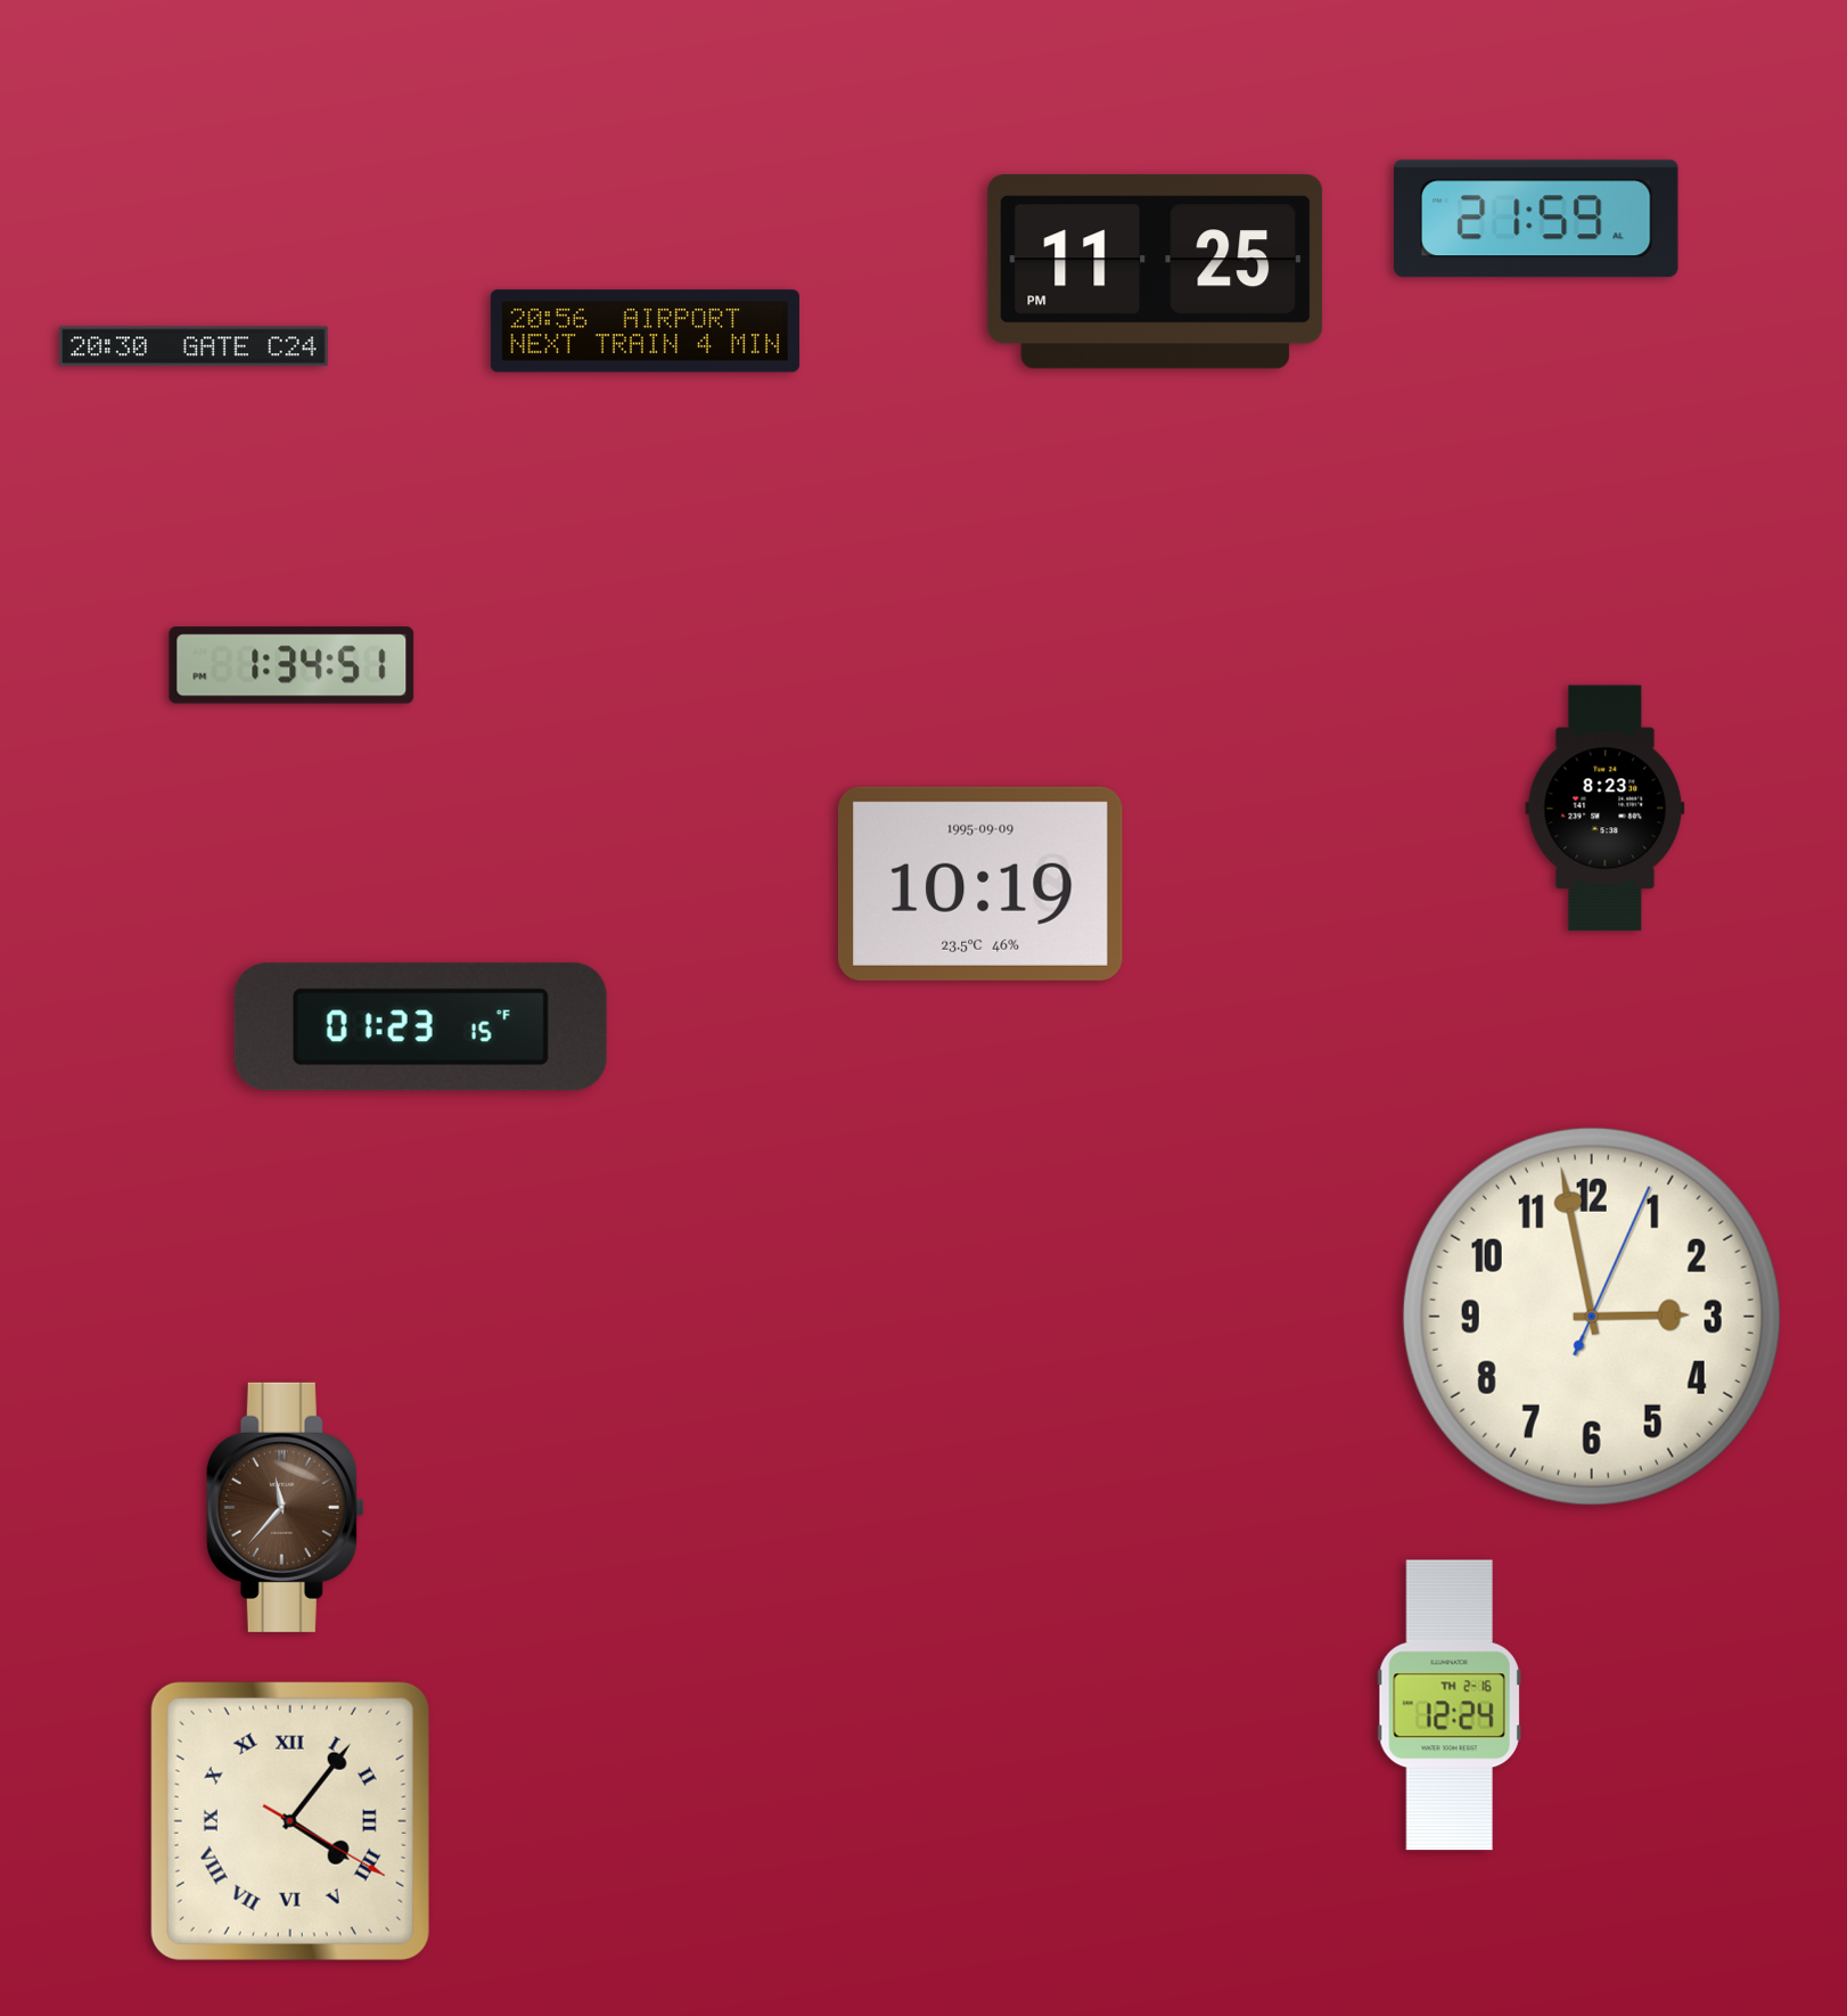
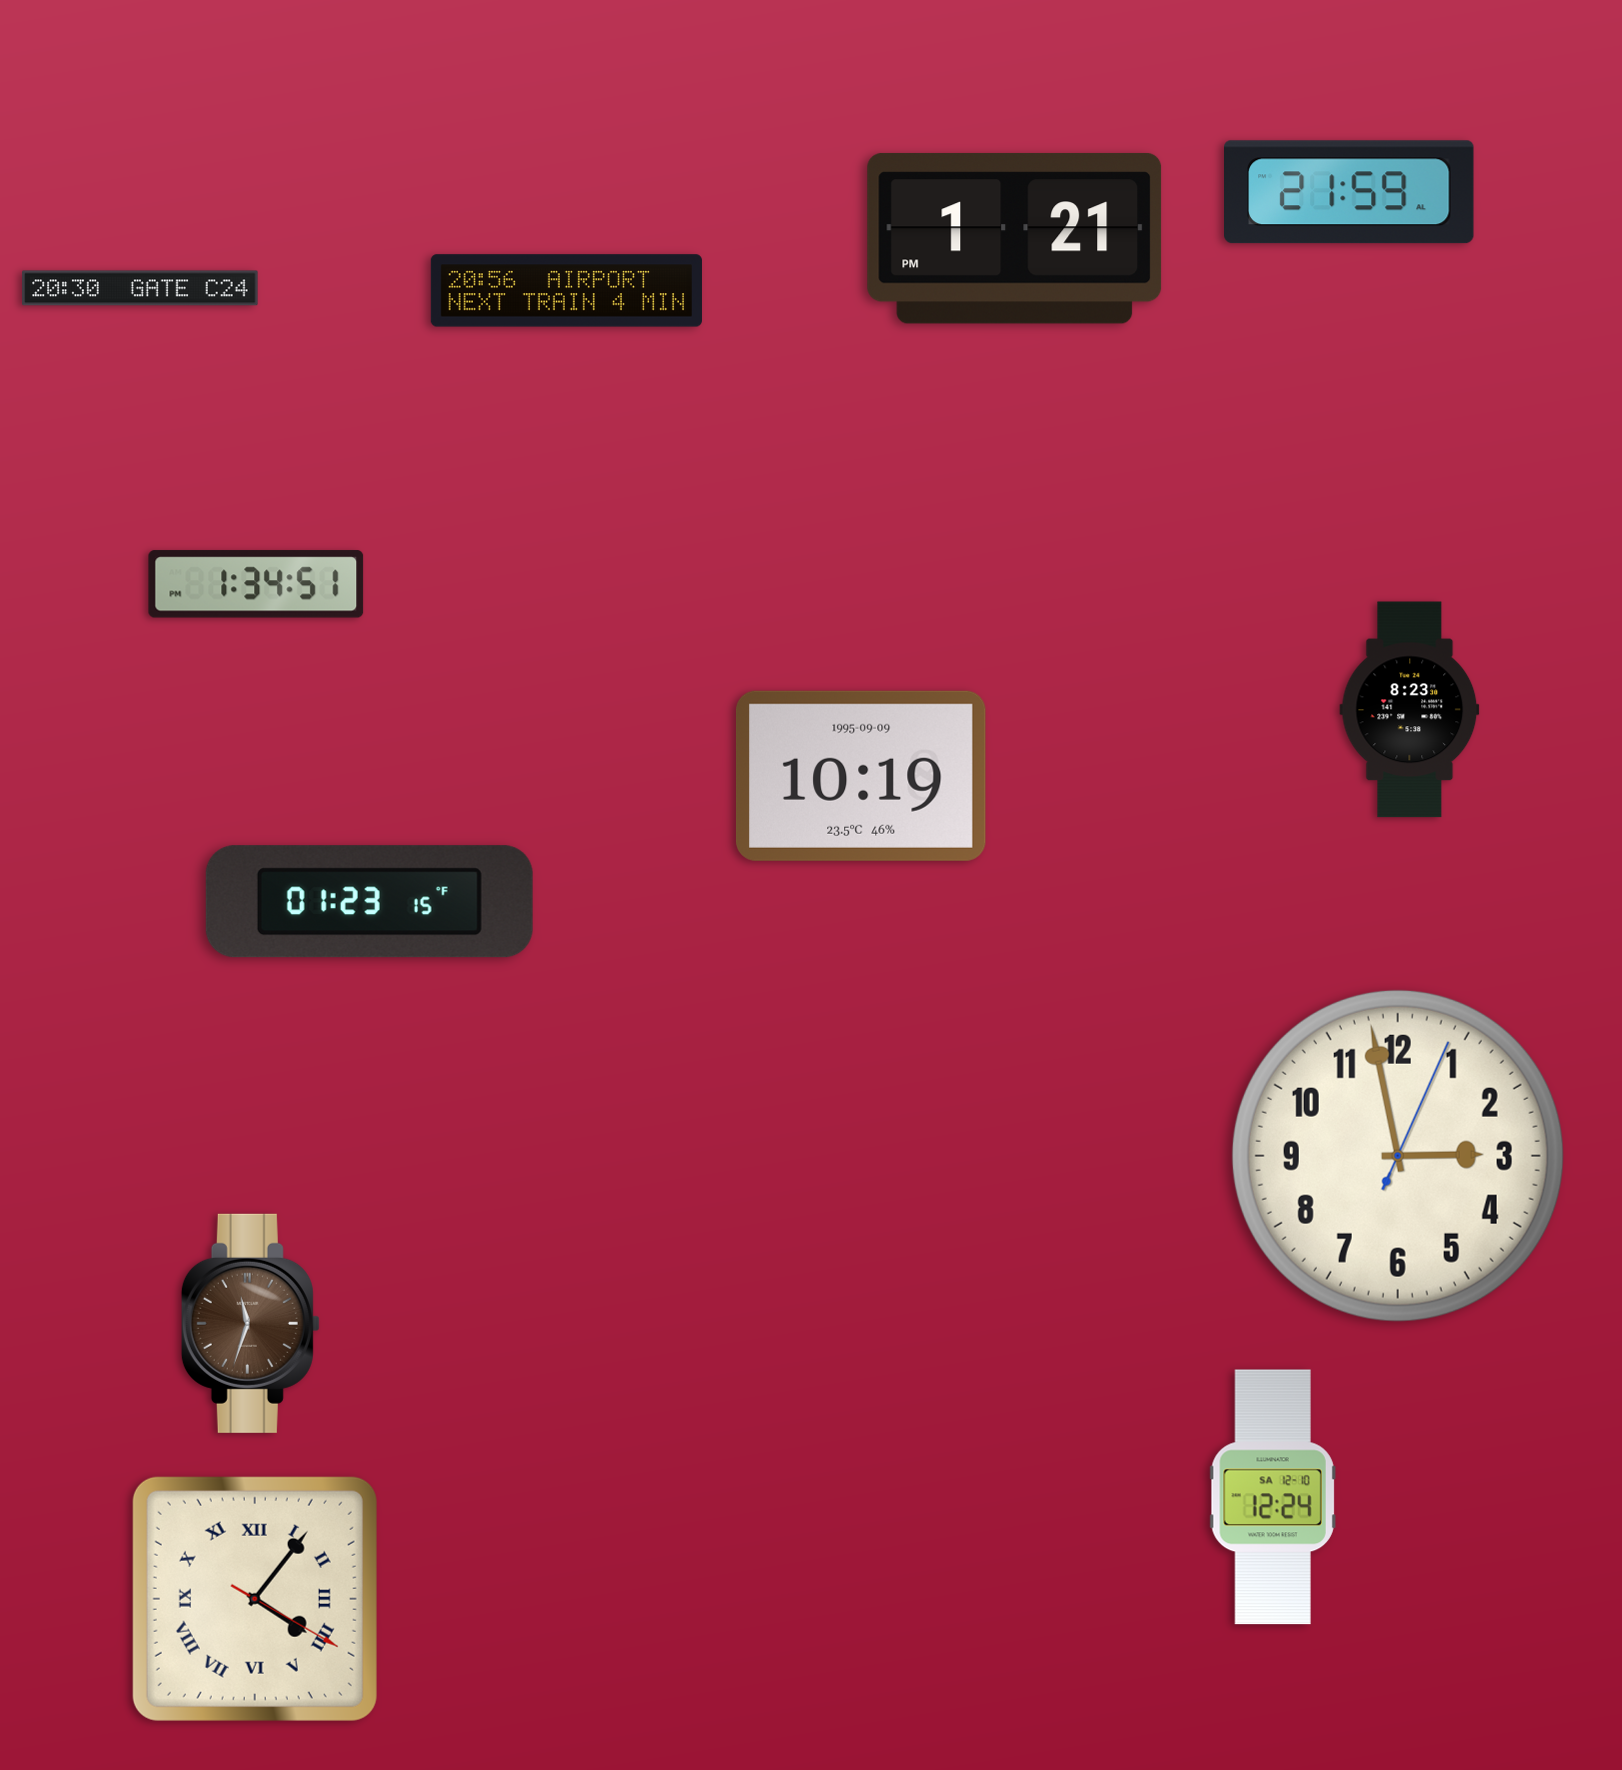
clock at (1156, 271): 11:25 -> 1:21
clock at (194, 346) position: (194, 346) -> (140, 288)
clock at (285, 1507): 11:37 -> 11:33
clock at (1450, 1705) date: TH 2-16 -> SA 12-10
